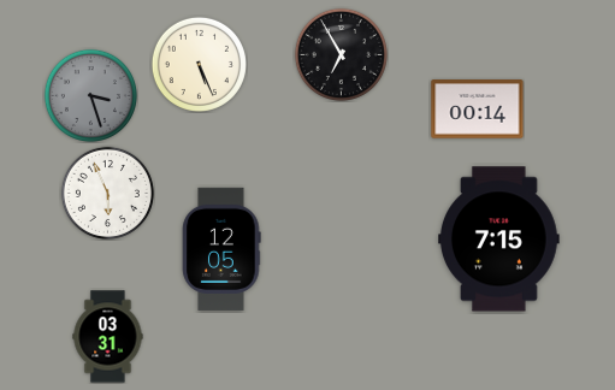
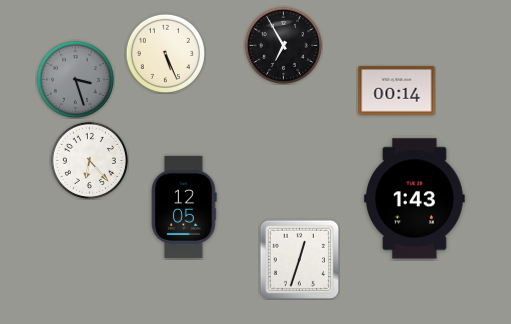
clock at (107, 193): 5:56 -> 6:23
clock at (499, 240): 7:15 -> 1:43
clock at (299, 259): none -> 12:33
clock at (108, 337): 03:31 -> none
